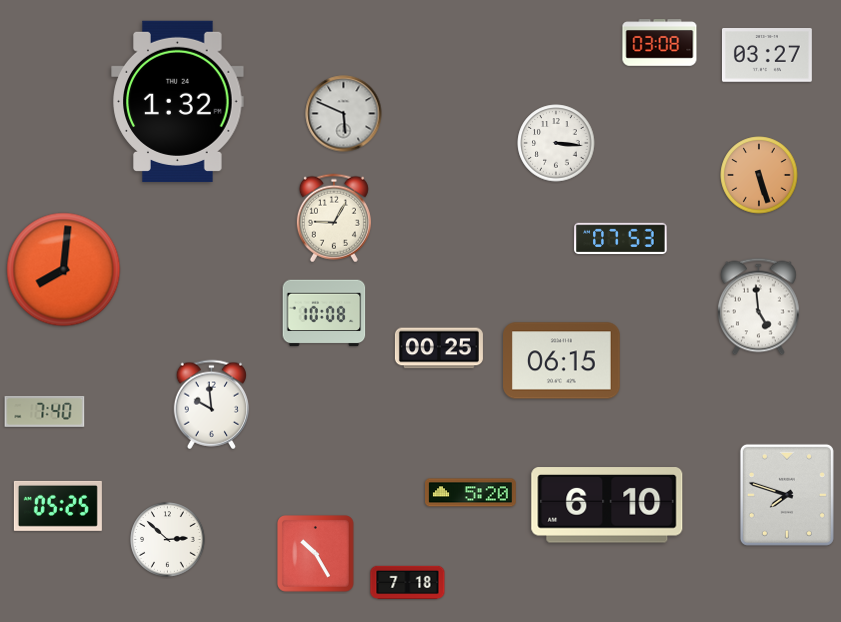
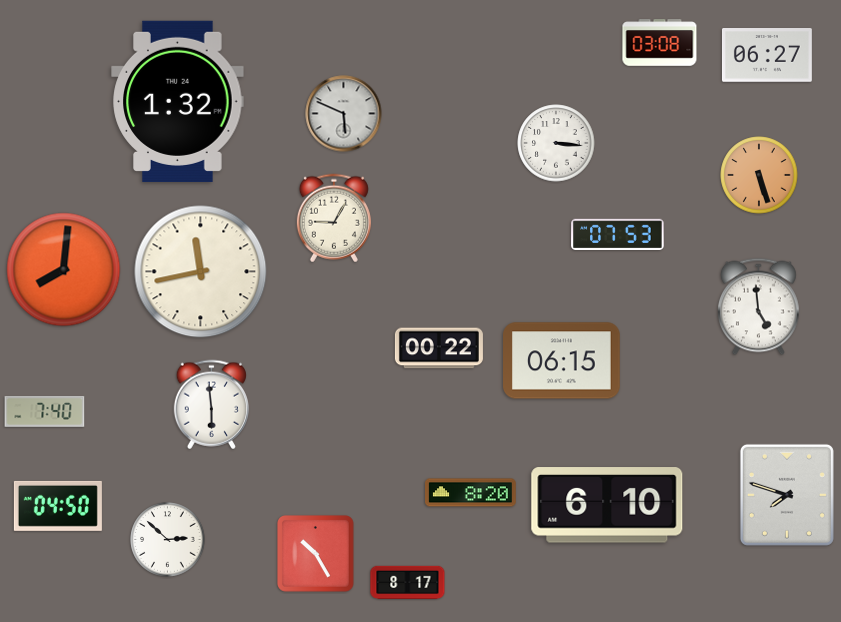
clock at (767, 55): 03:27 -> 06:27
clock at (621, 239) position: (621, 239) -> (618, 235)
clock at (201, 272): none -> 11:43
clock at (324, 313): 10:08 -> none
clock at (439, 348): 00:25 -> 00:22
clock at (211, 405): 9:59 -> 5:59
clock at (471, 493): 5:20 -> 8:20
clock at (58, 506): 05:25 -> 04:50
clock at (408, 582): 7:18 -> 8:17
